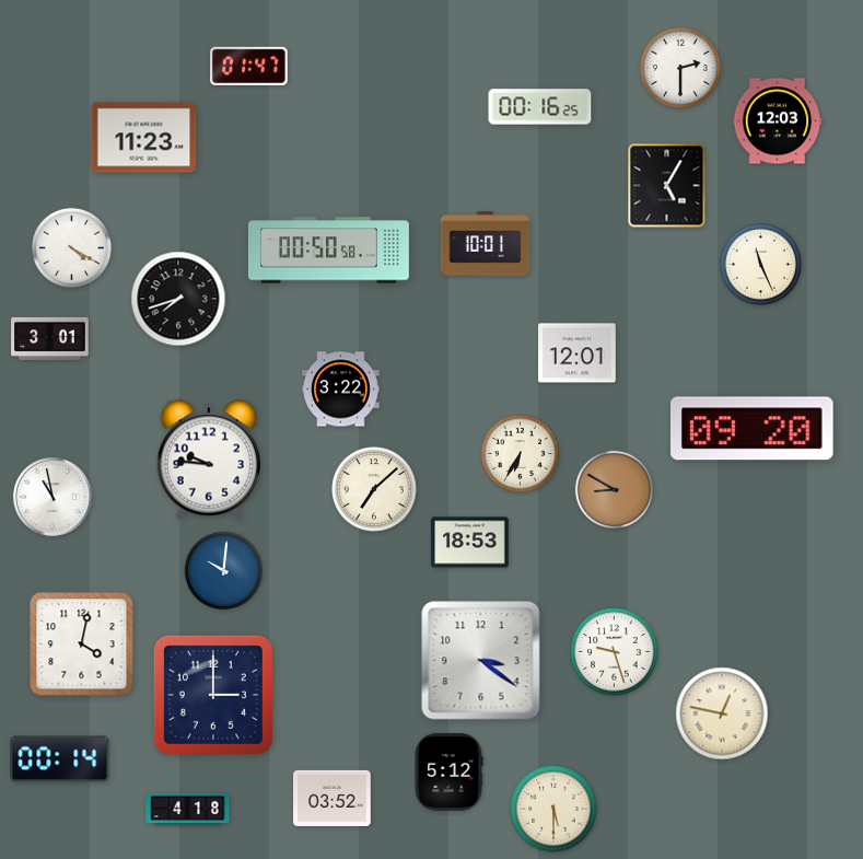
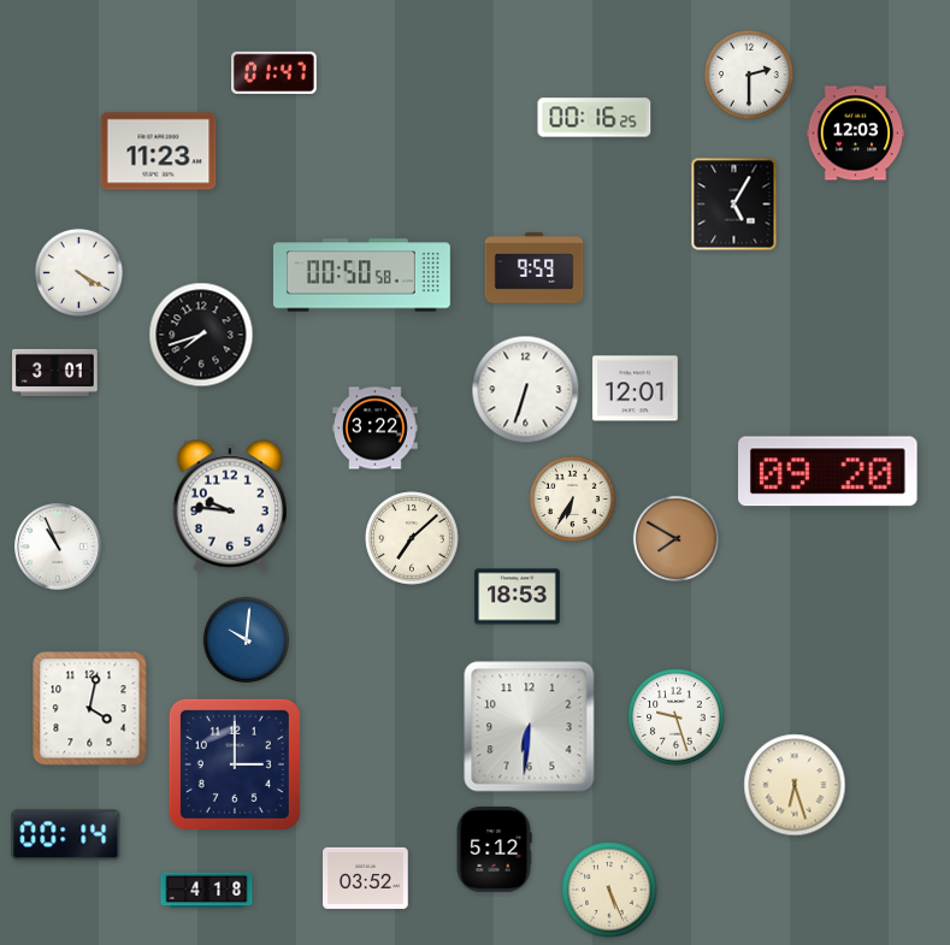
clock at (486, 244): 10:01 -> 9:59
clock at (760, 264): 11:26 -> none
clock at (178, 299) position: (178, 299) -> (201, 335)
clock at (526, 390): none -> 6:33
clock at (614, 489): 8:50 -> 7:50
clock at (53, 497): 10:58 -> 10:56
clock at (223, 570) position: (223, 570) -> (246, 639)
clock at (481, 661): 3:21 -> 6:31
clock at (722, 713): 12:47 -> 6:27
clock at (553, 809): 5:30 -> 5:26
